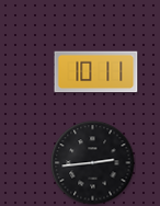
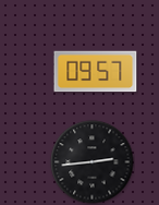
clock at (96, 72): 10:11 -> 09:57
